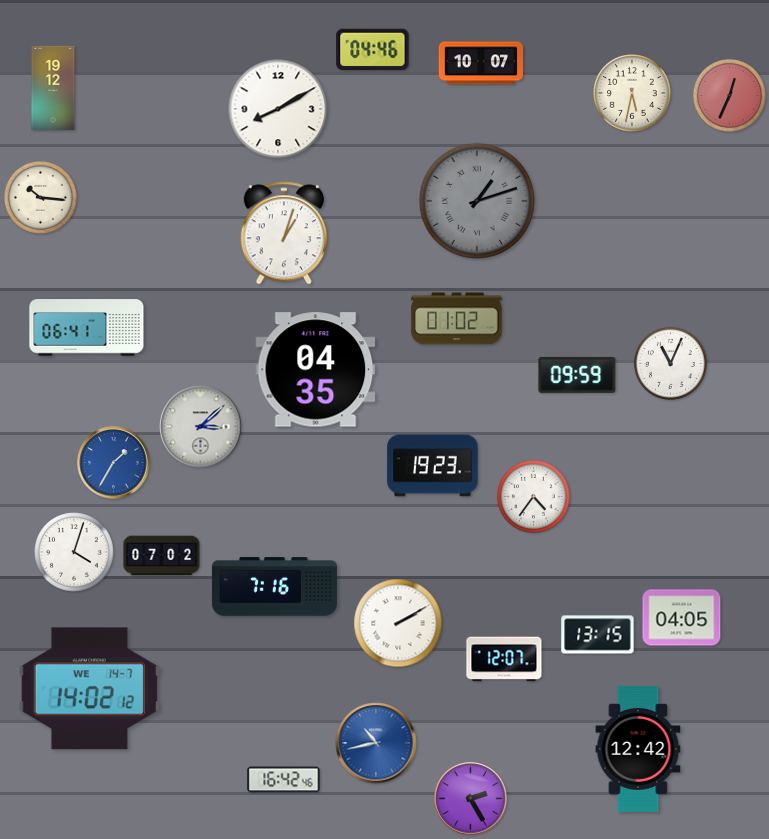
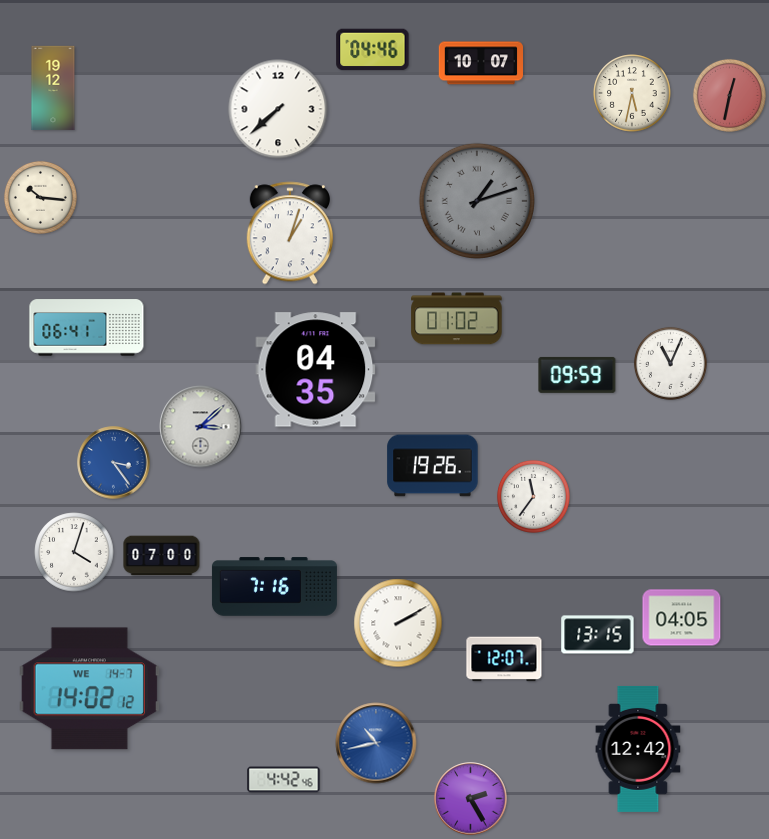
clock at (729, 95): 12:34 -> 12:32
clock at (278, 109): 8:10 -> 7:38
clock at (283, 233) position: (283, 233) -> (289, 233)
clock at (114, 463): 1:35 -> 3:24
clock at (433, 466): 19:23 -> 19:26
clock at (533, 496): 4:36 -> 11:36
clock at (162, 556): 07:02 -> 07:00
clock at (284, 780): 16:42 -> 4:42
